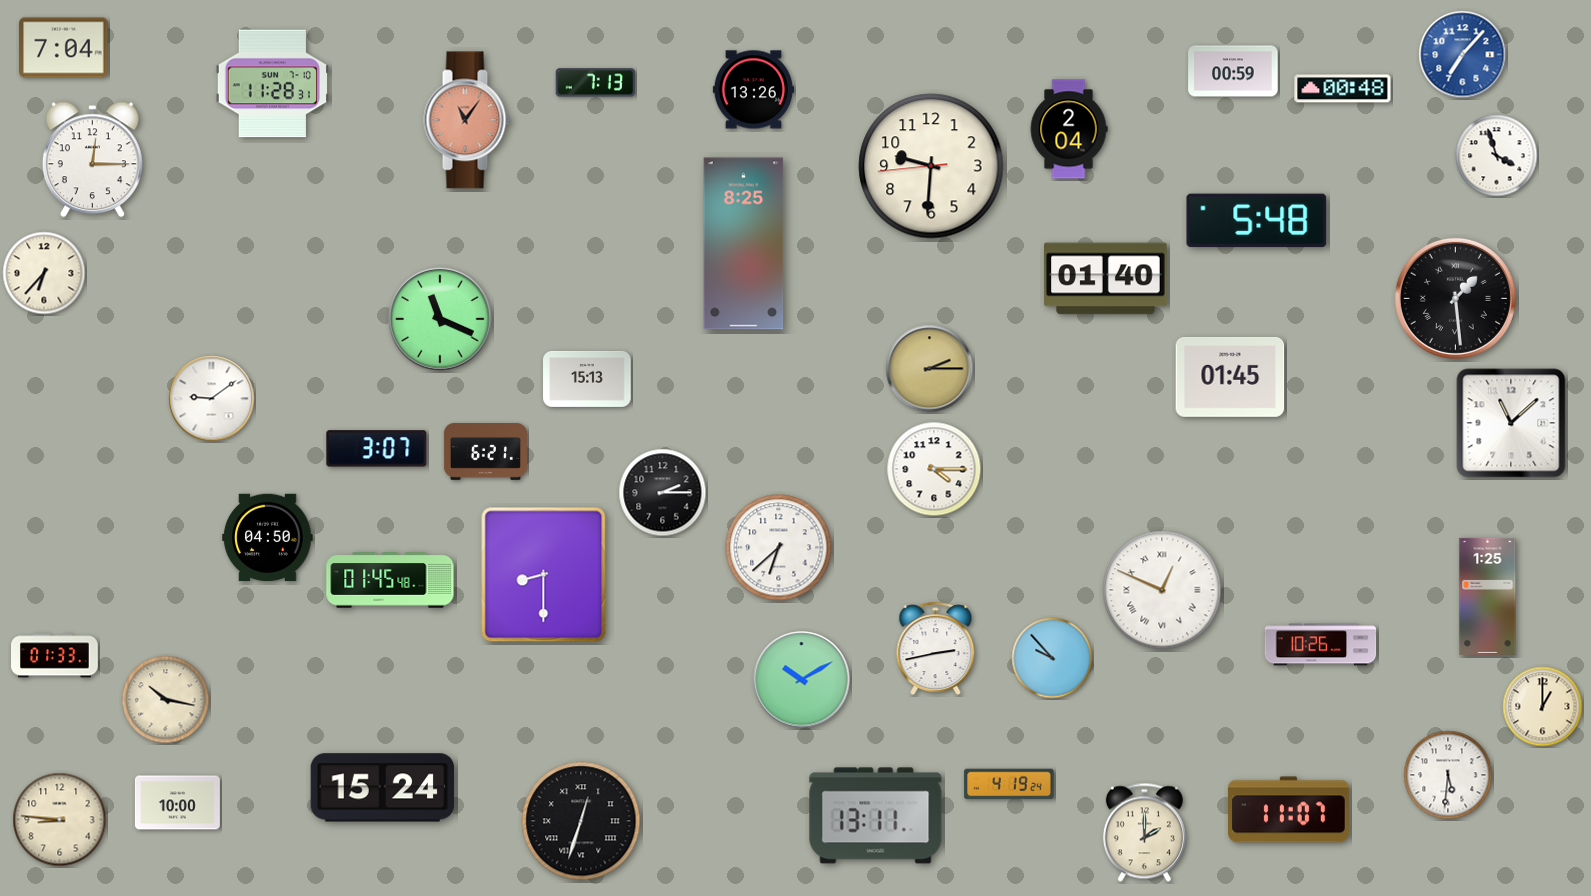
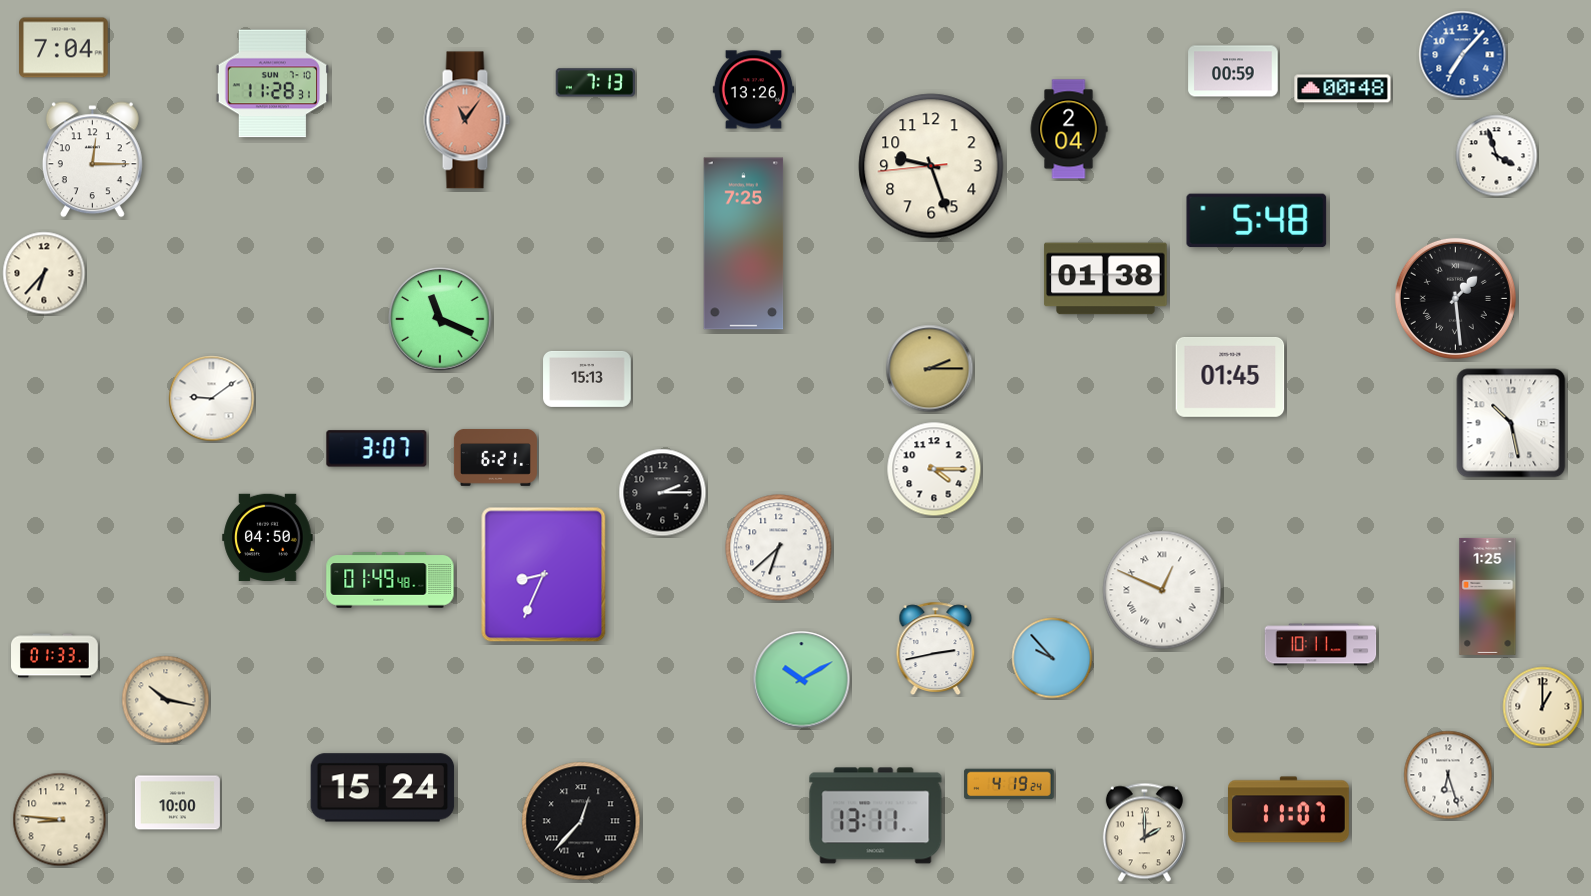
clock at (931, 166): 9:30 -> 9:26
clock at (744, 244): 8:25 -> 7:25
clock at (1106, 279): 01:40 -> 01:38
clock at (1511, 423): 11:08 -> 10:28
clock at (485, 452) position: (485, 452) -> (495, 458)
clock at (544, 575): 8:30 -> 8:34
clock at (390, 580): 01:45 -> 01:49
clock at (1321, 645): 10:26 -> 10:11
clock at (1448, 775): 5:31 -> 6:27
clock at (581, 821): 12:33 -> 12:37
